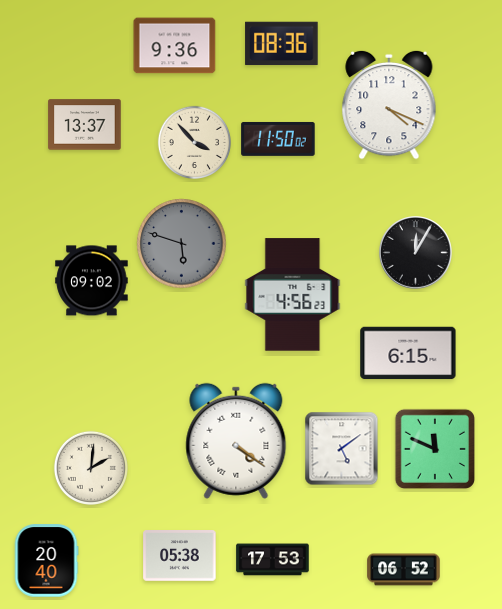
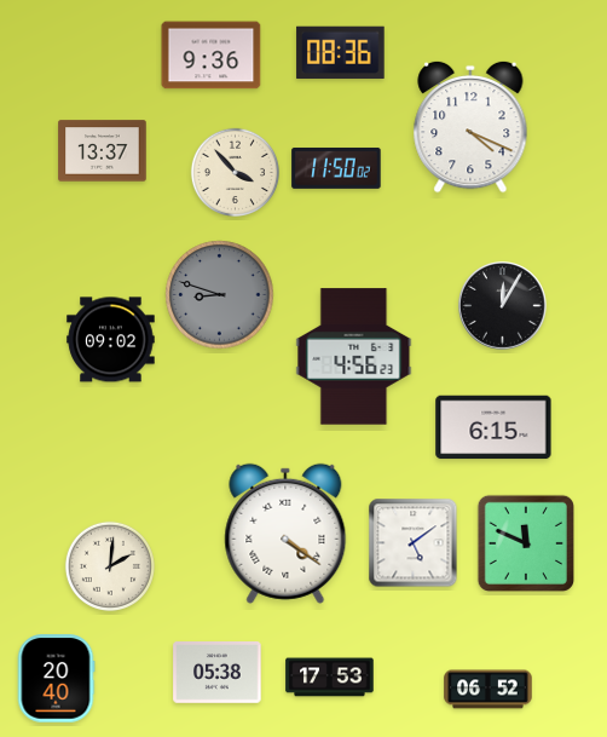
clock at (182, 244): 5:48 -> 8:48
